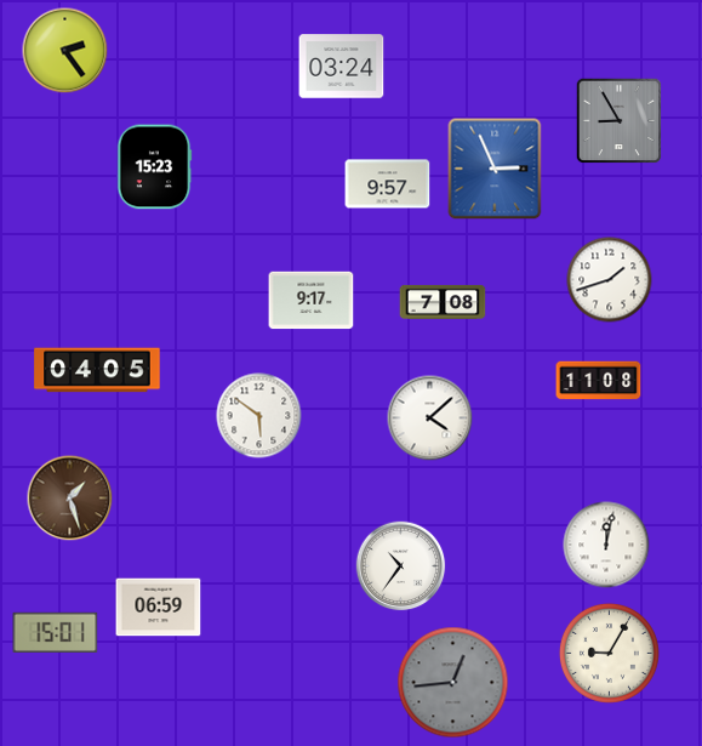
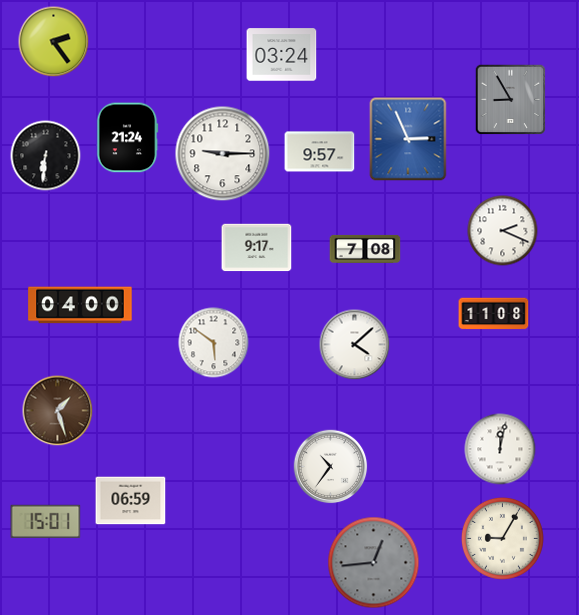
clock at (154, 167): 15:23 -> 21:24
clock at (223, 154): none -> 9:15
clock at (46, 156): none -> 6:31
clock at (610, 280): 1:42 -> 2:19
clock at (97, 370): 04:05 -> 04:00
